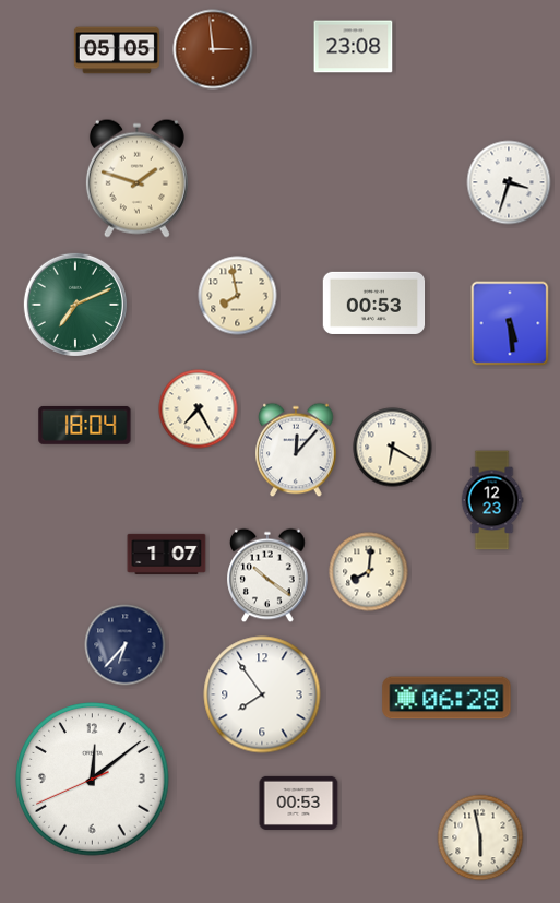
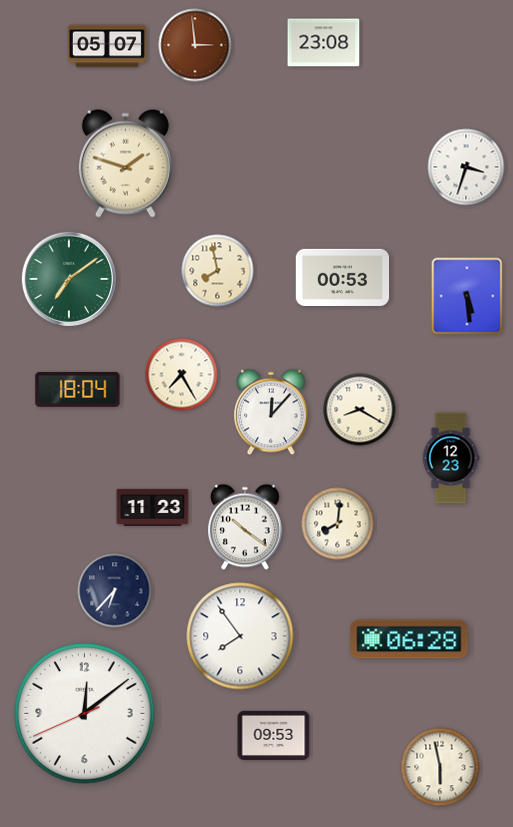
clock at (117, 50): 05:05 -> 05:07
clock at (75, 305): 7:11 -> 7:09
clock at (393, 448): 6:20 -> 8:20
clock at (167, 554): 1:07 -> 11:23
clock at (299, 803): 00:53 -> 09:53
